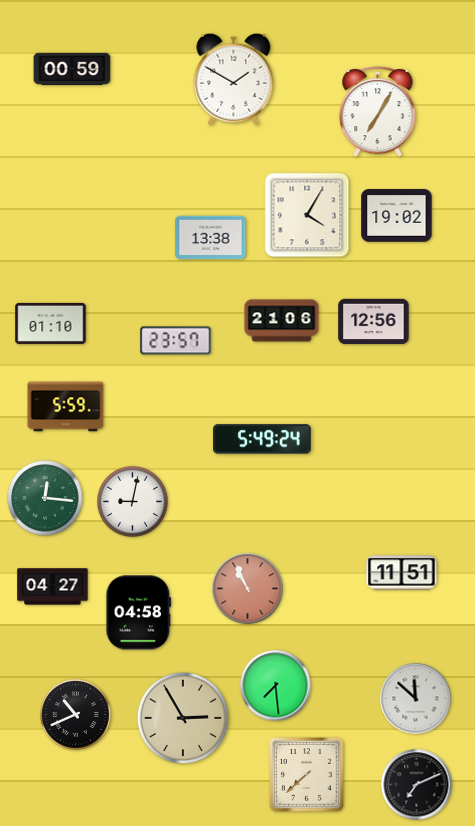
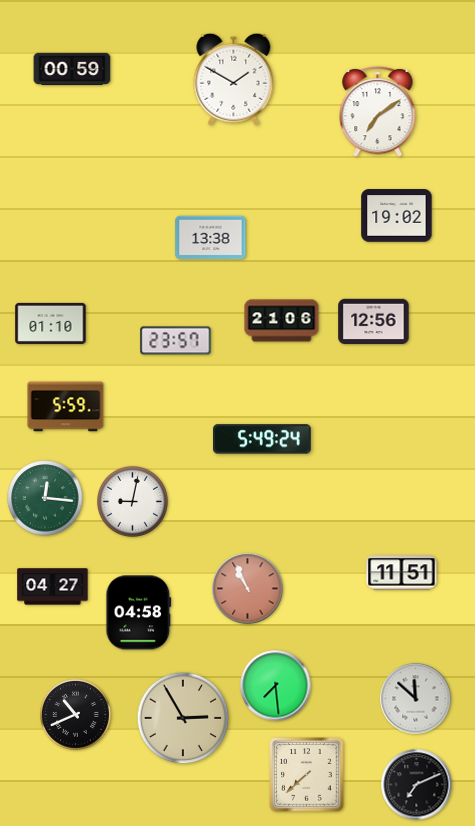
clock at (378, 111): 7:05 -> 7:09
clock at (307, 215): 4:05 -> none
